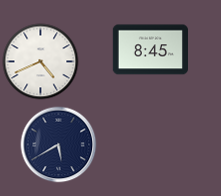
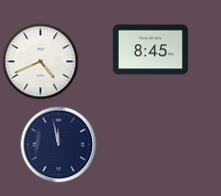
clock at (59, 145): 5:40 -> 11:58
